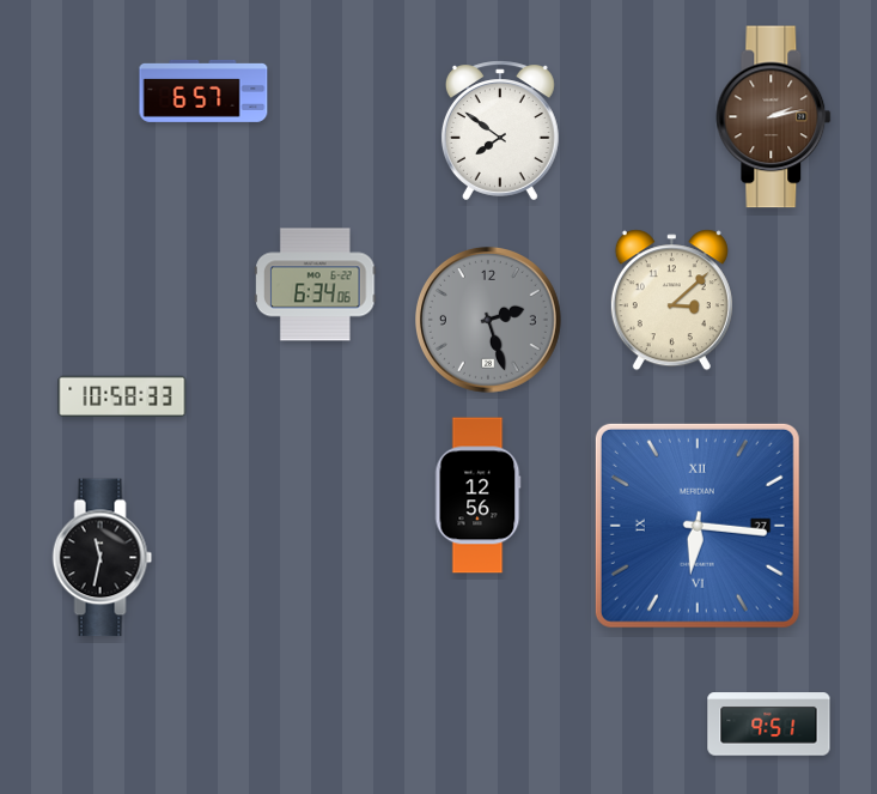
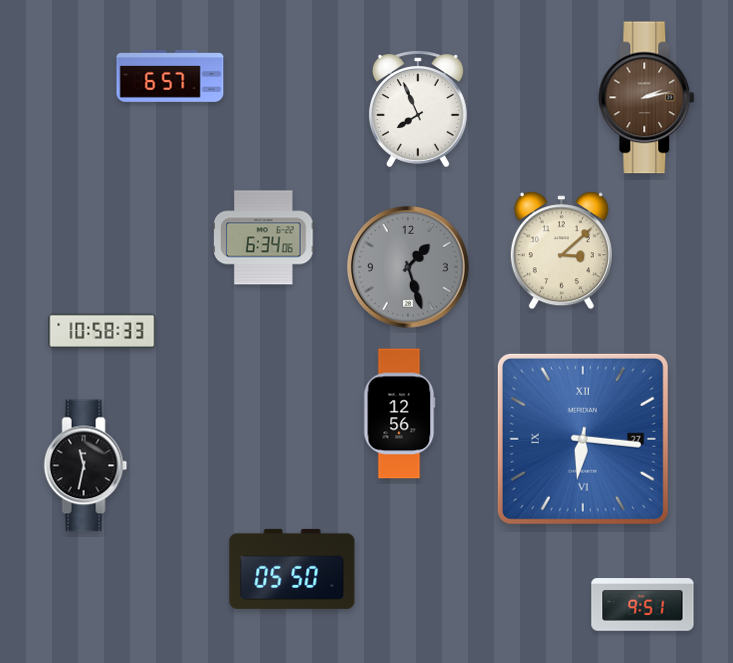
clock at (500, 131): 7:51 -> 7:56
clock at (488, 320): 2:27 -> 1:27
clock at (292, 569): none -> 05:50
